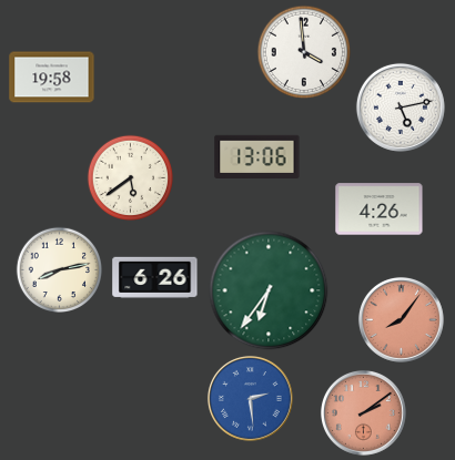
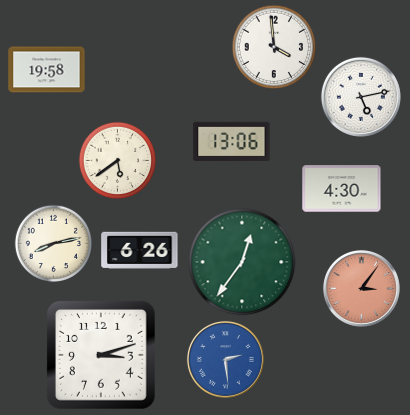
clock at (380, 209): 4:26 -> 4:30
clock at (269, 290): 6:36 -> 12:36
clock at (401, 319): 8:06 -> 3:06
clock at (101, 355): none -> 3:12
clock at (363, 412): 2:09 -> none
